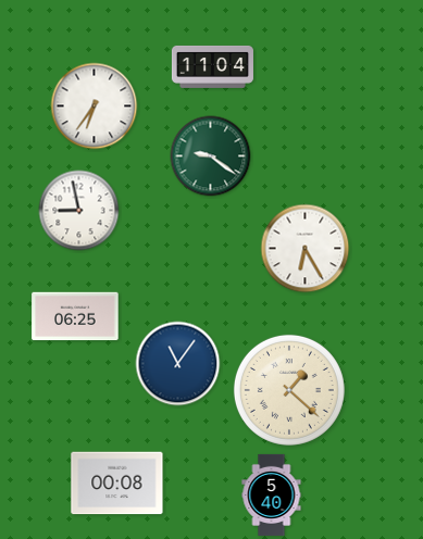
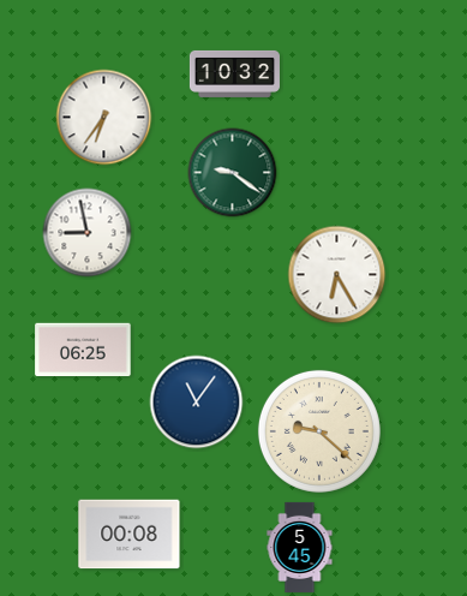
clock at (212, 66): 11:04 -> 10:32
clock at (289, 390): 1:22 -> 9:22
clock at (272, 494): 5:40 -> 5:45
